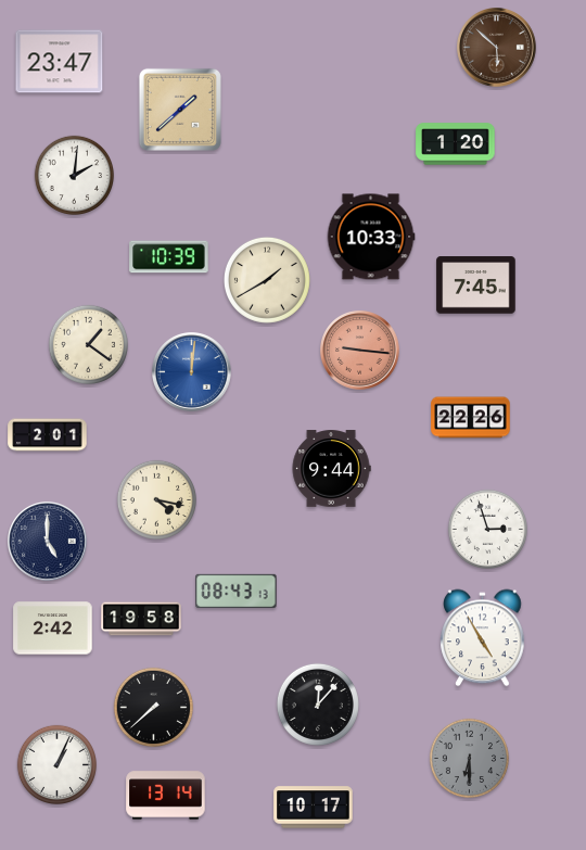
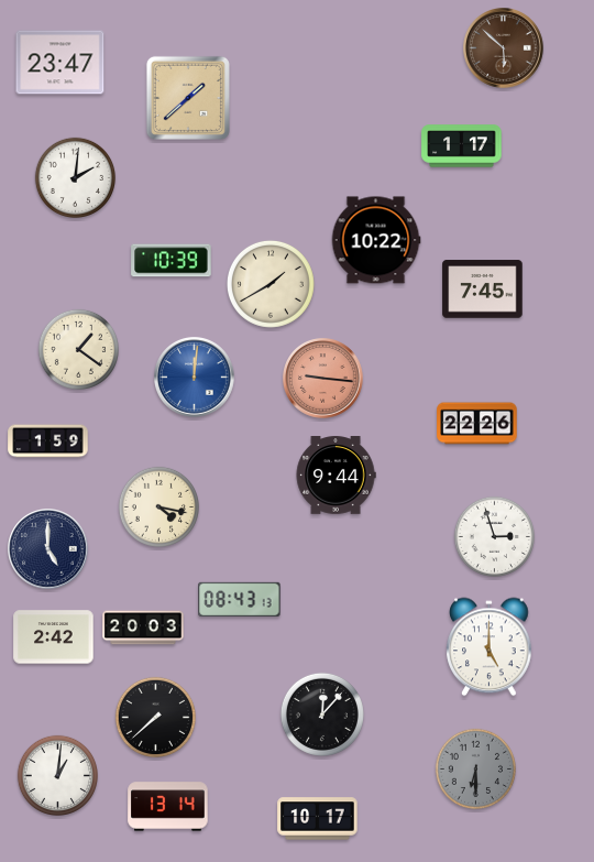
clock at (180, 110) position: (180, 110) -> (188, 98)
clock at (456, 144): 1:20 -> 1:17
clock at (371, 237): 10:33 -> 10:22
clock at (88, 344) position: (88, 344) -> (78, 349)
clock at (360, 351) position: (360, 351) -> (323, 379)
clock at (48, 435): 2:01 -> 1:59
clock at (141, 619): 19:58 -> 20:03
clock at (483, 638): 4:55 -> 5:00
clock at (56, 764): 1:04 -> 1:01
